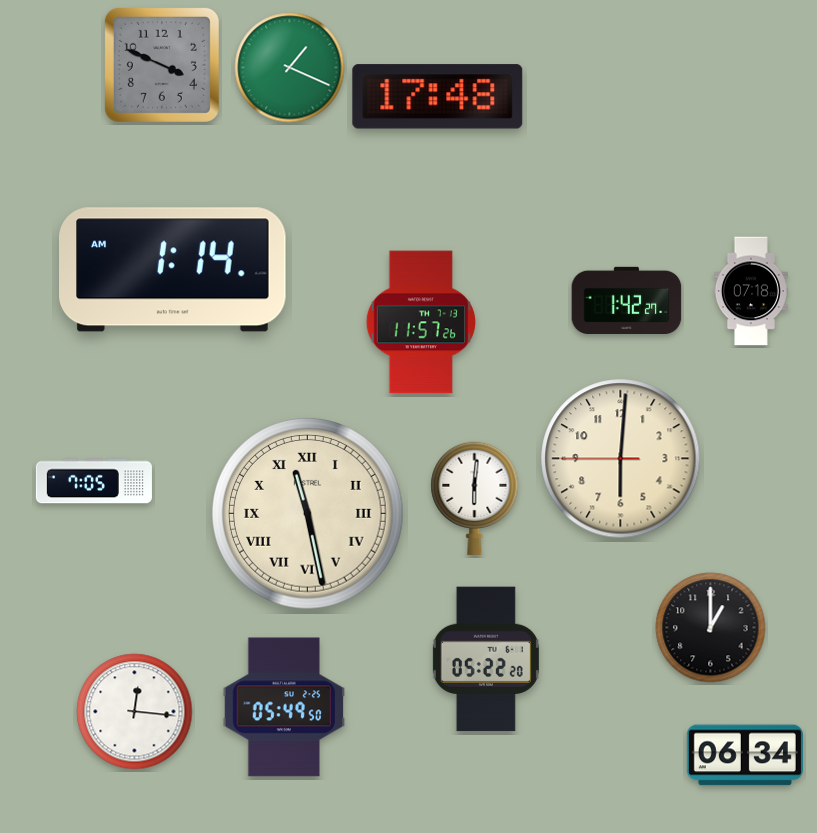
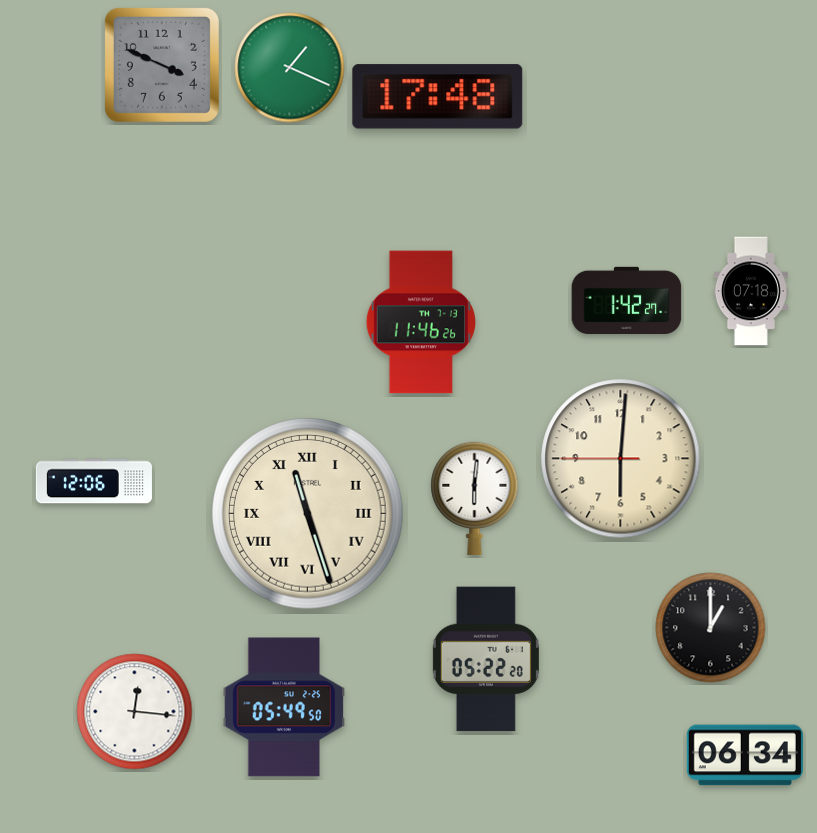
clock at (173, 270): 1:14 -> none
clock at (420, 322): 11:57 -> 11:46
clock at (94, 481): 7:05 -> 12:06
clock at (308, 514): 11:28 -> 11:27
